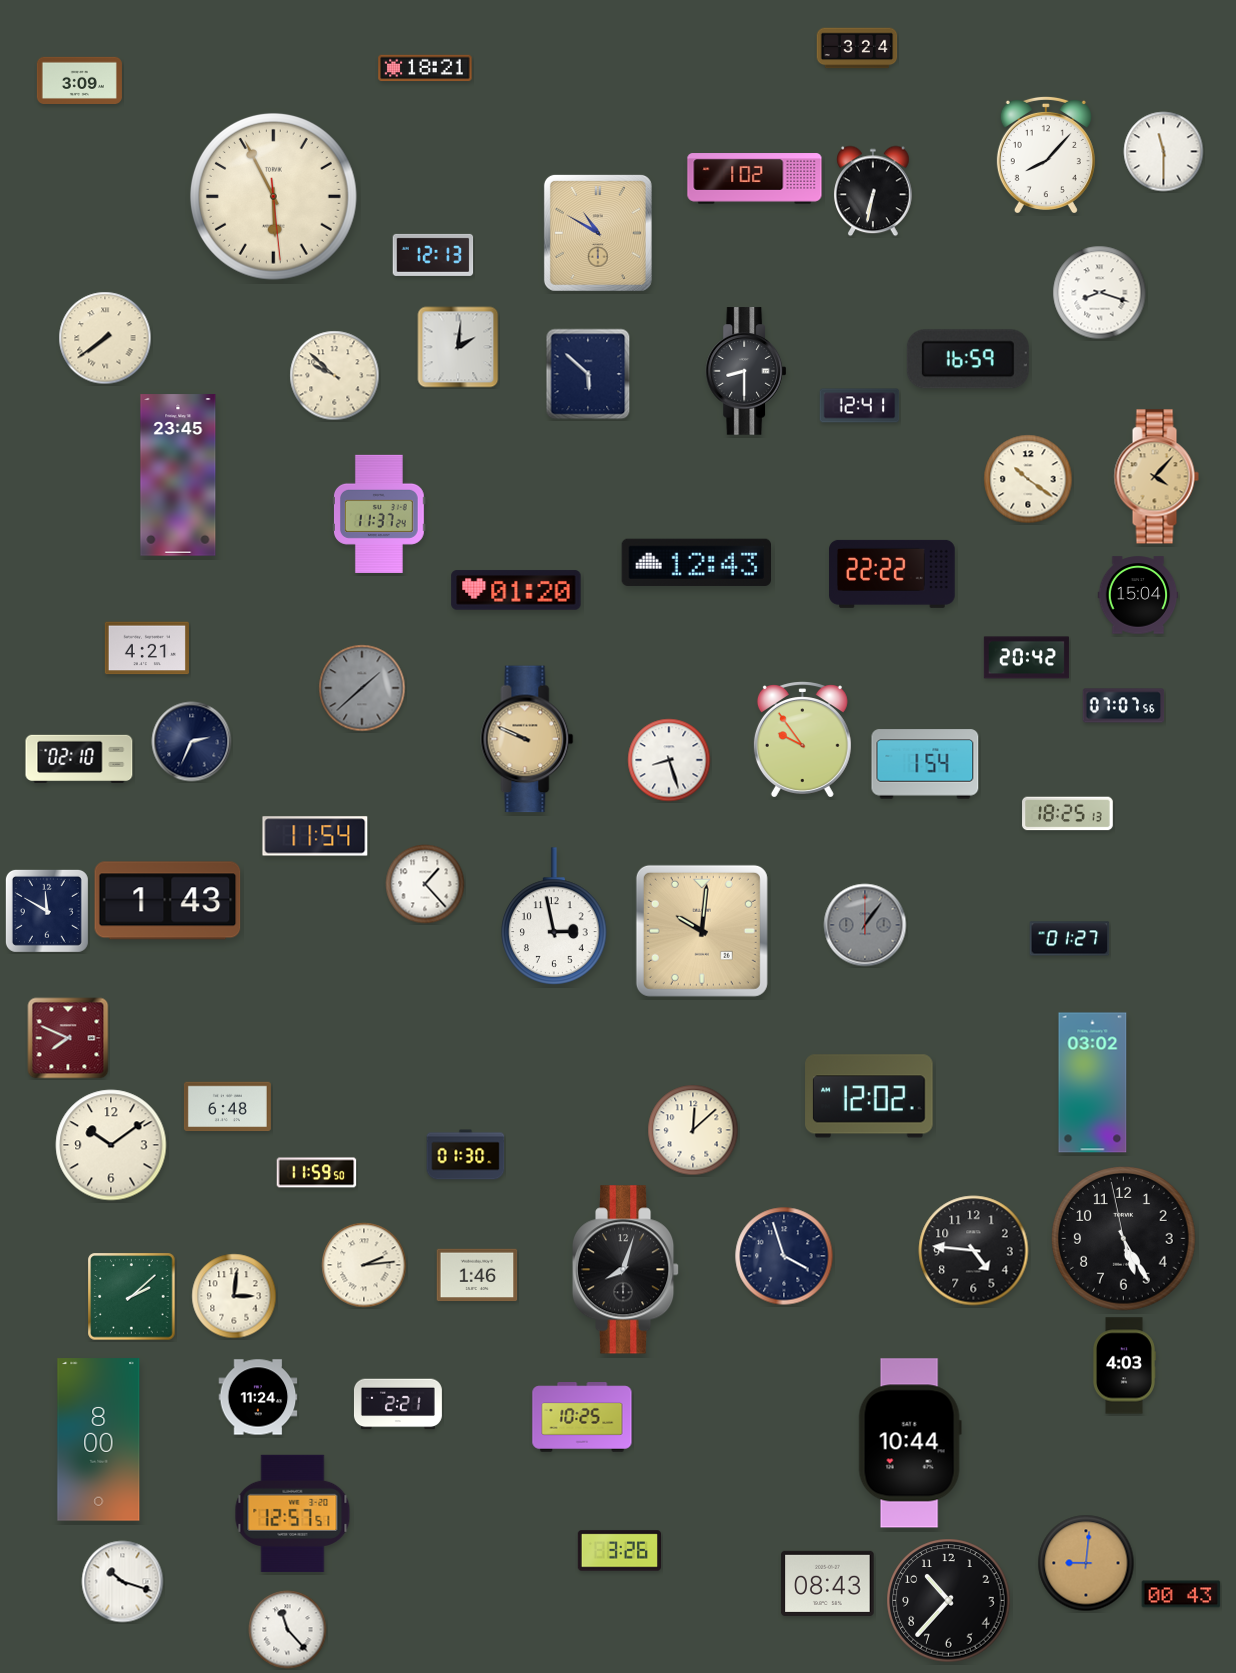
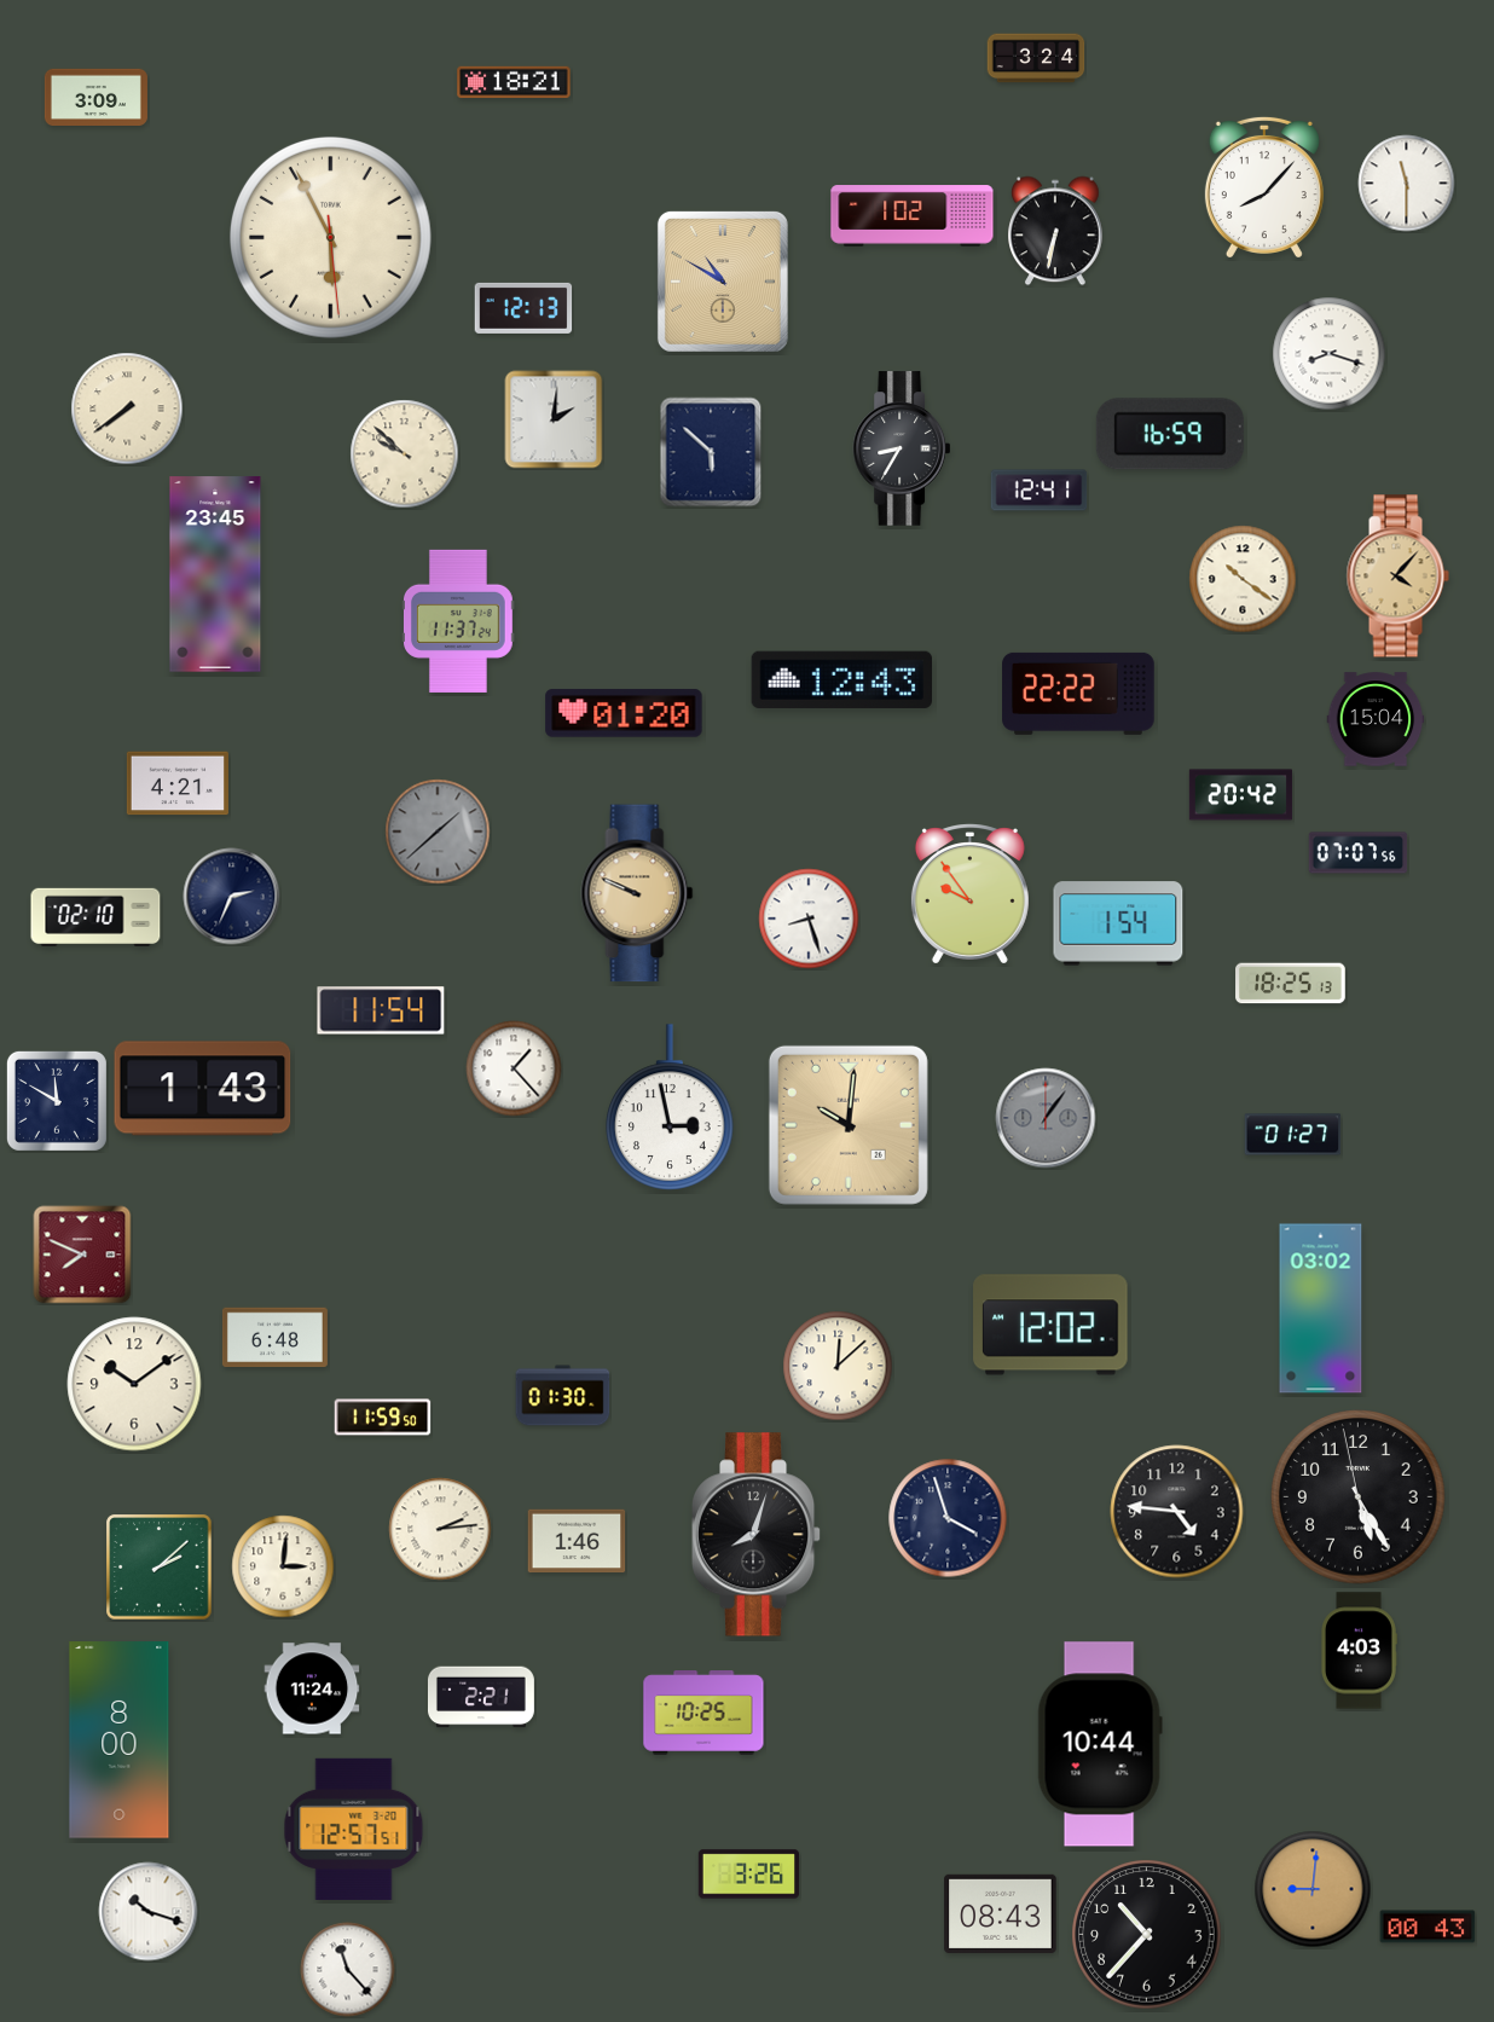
clock at (745, 371): 8:30 -> 8:35
